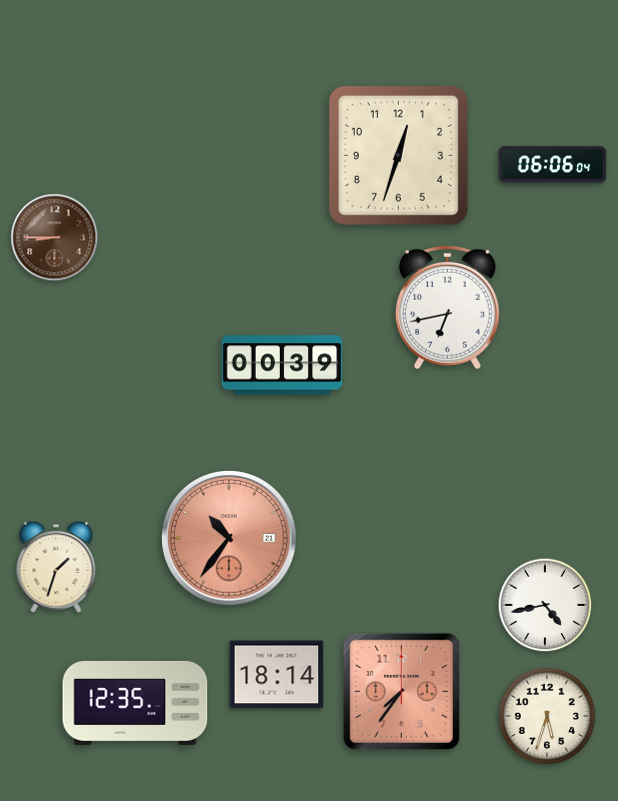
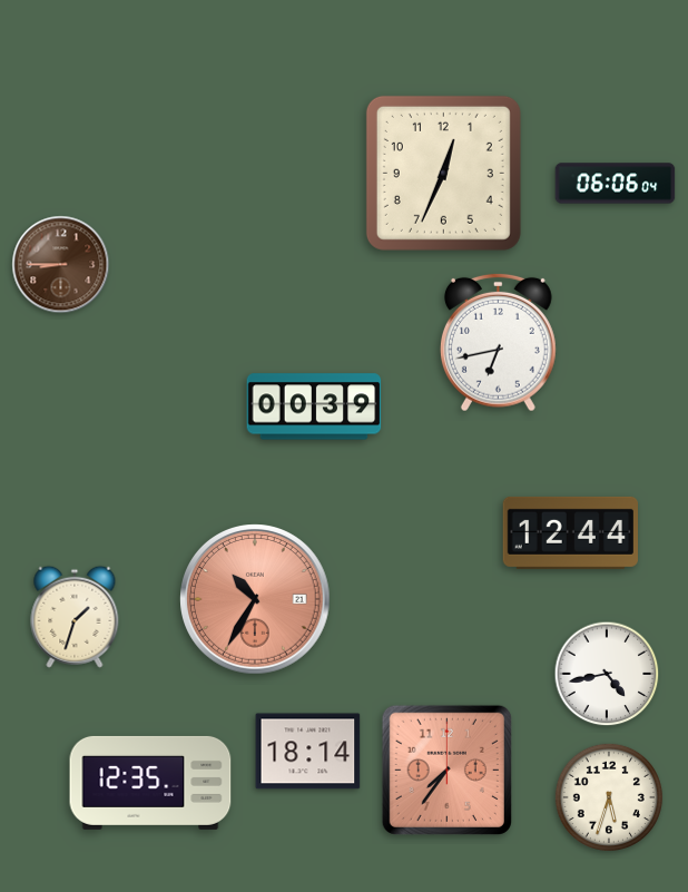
clock at (398, 155): 12:33 -> 12:34
clock at (570, 532): none -> 12:44
clock at (229, 538): 10:36 -> 10:35
clock at (56, 567) position: (56, 567) -> (75, 617)
